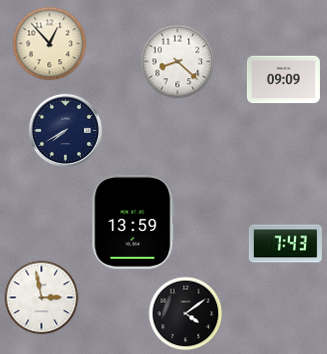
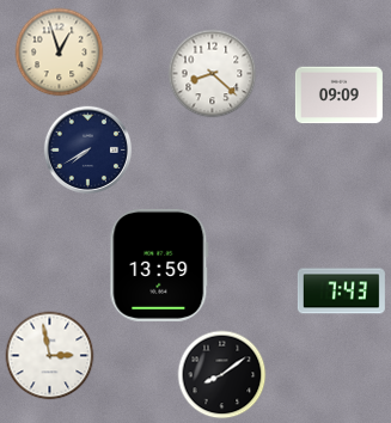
clock at (50, 44): 12:53 -> 12:57
clock at (65, 130) position: (65, 130) -> (87, 149)
clock at (186, 314): 4:09 -> 8:09
